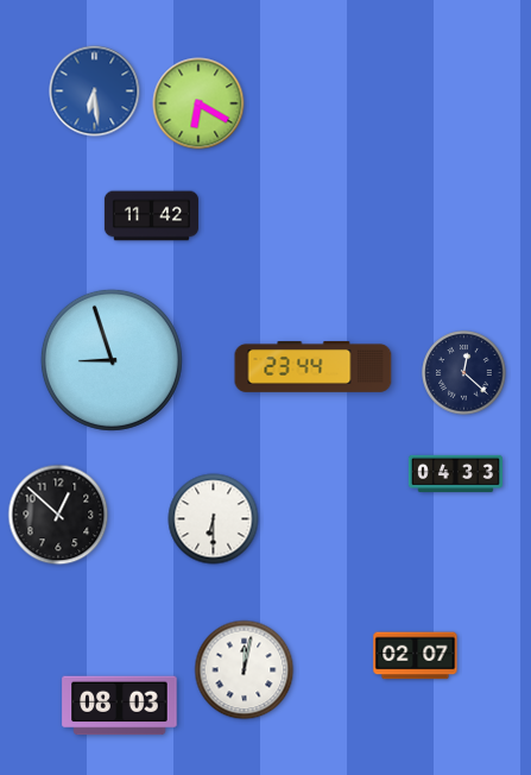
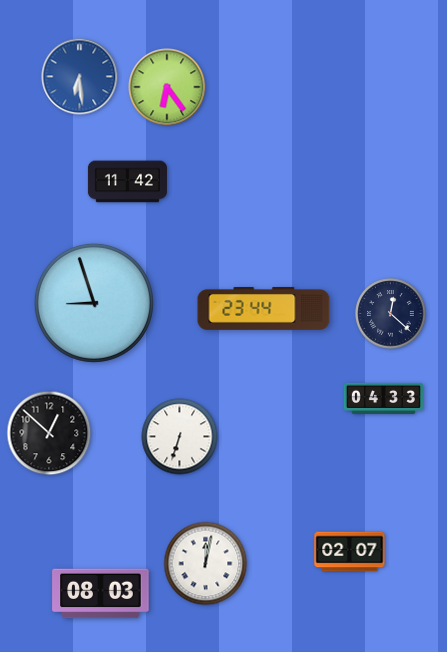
clock at (198, 103): 6:20 -> 6:24
clock at (214, 519): 6:30 -> 6:33
